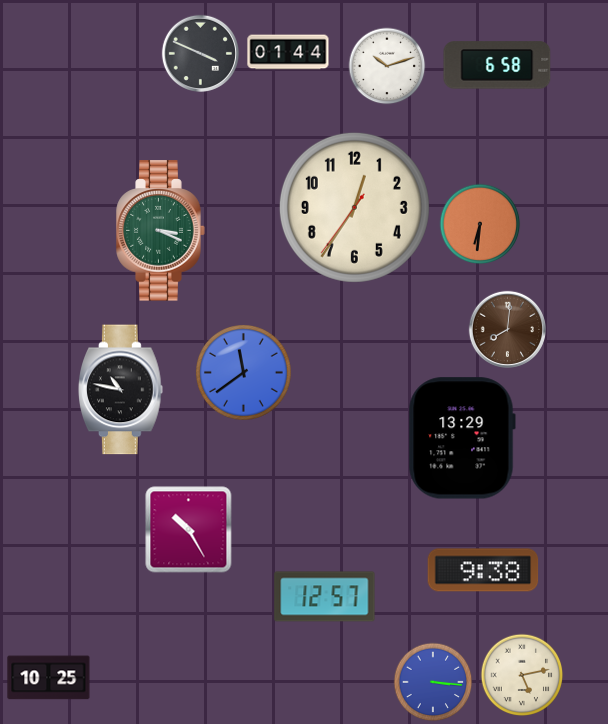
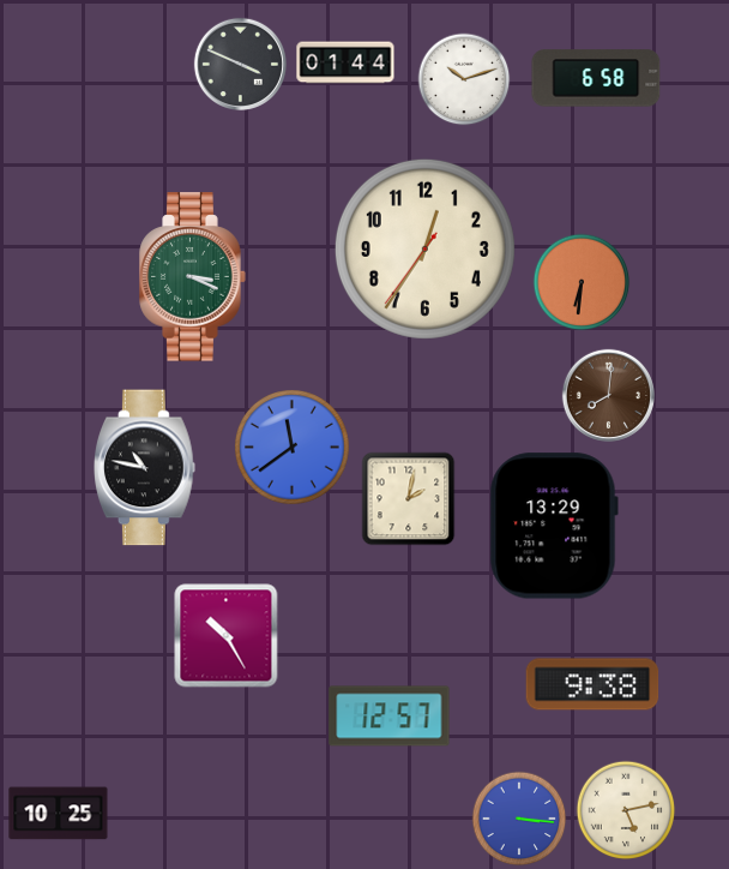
clock at (480, 224) position: (480, 224) -> (582, 282)
clock at (409, 499): none -> 2:02
clock at (483, 570) position: (483, 570) -> (592, 684)
